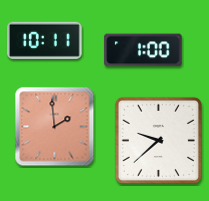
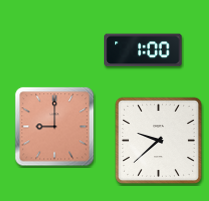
clock at (45, 40): 10:11 -> none
clock at (55, 127): 1:59 -> 9:00
